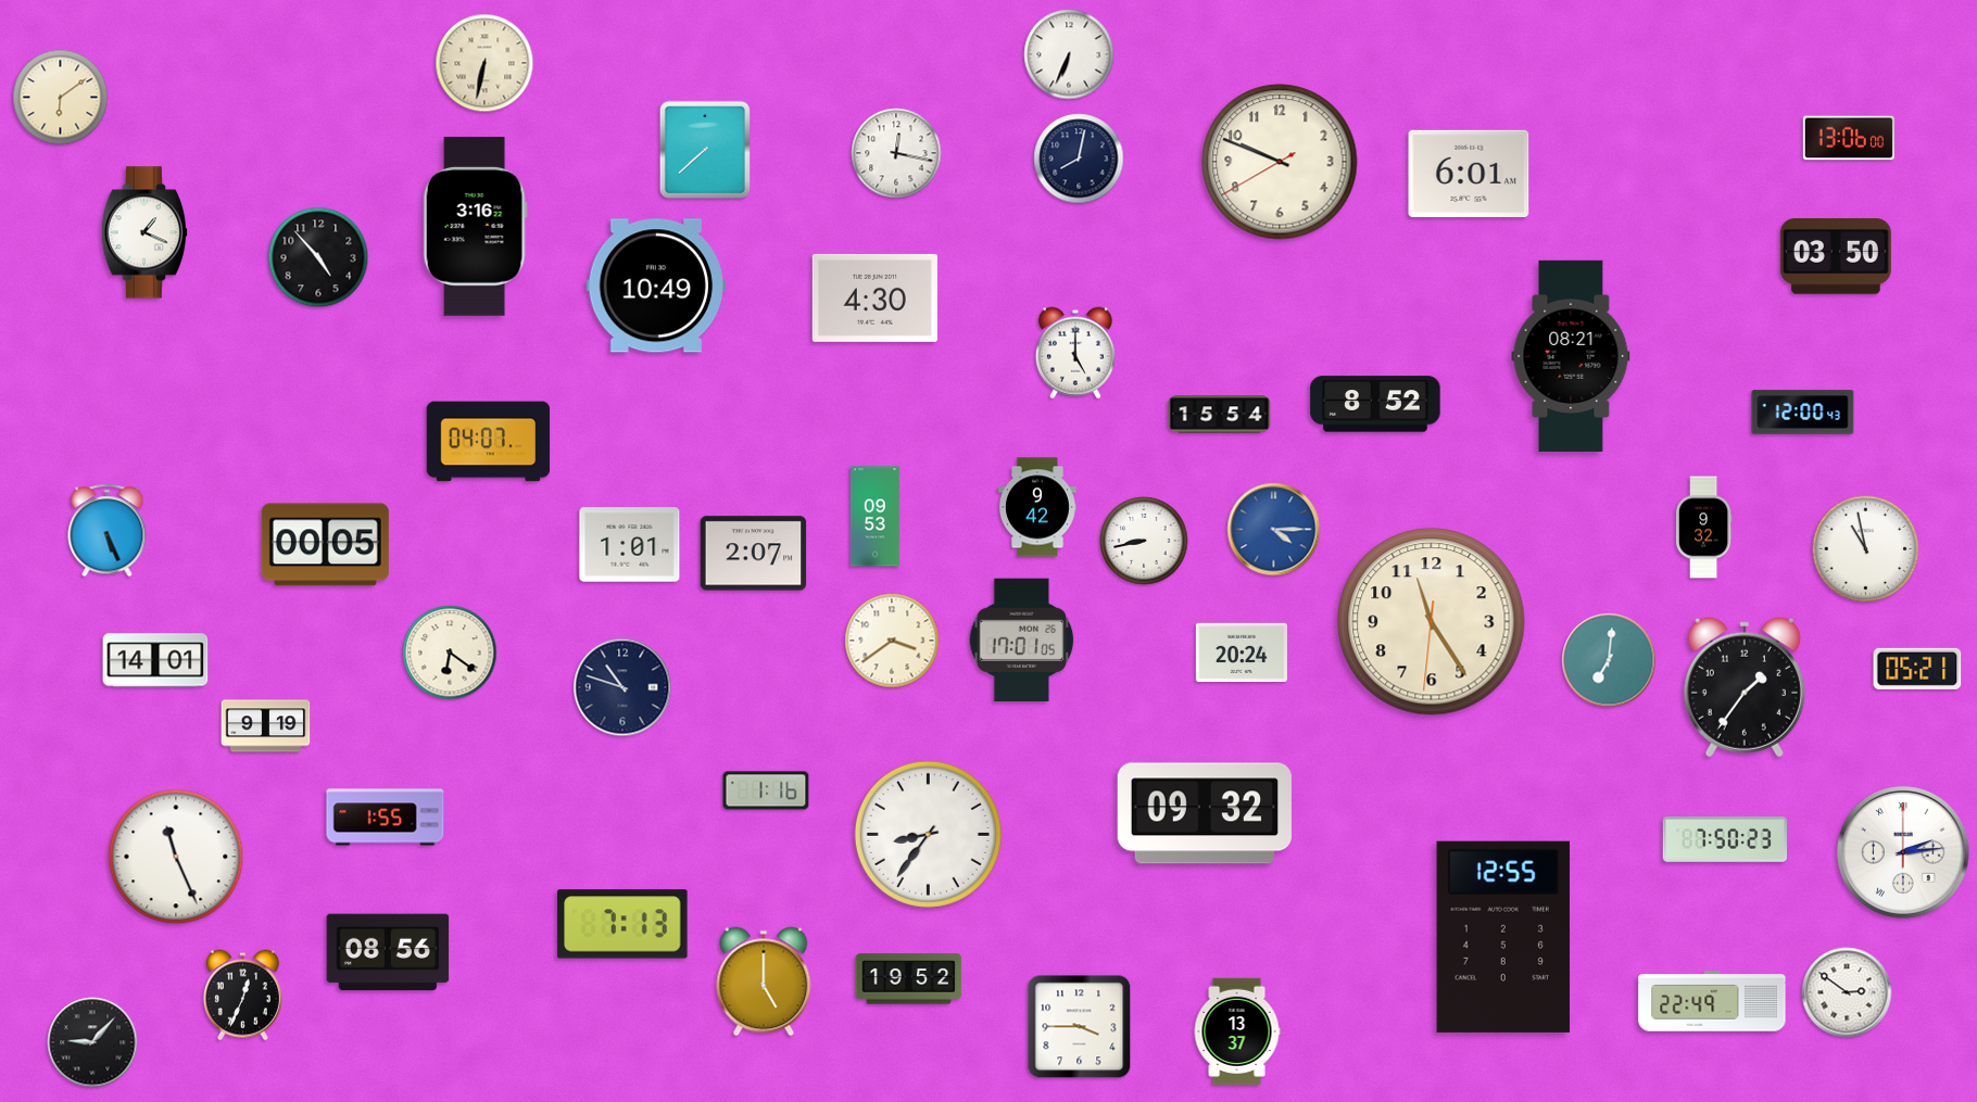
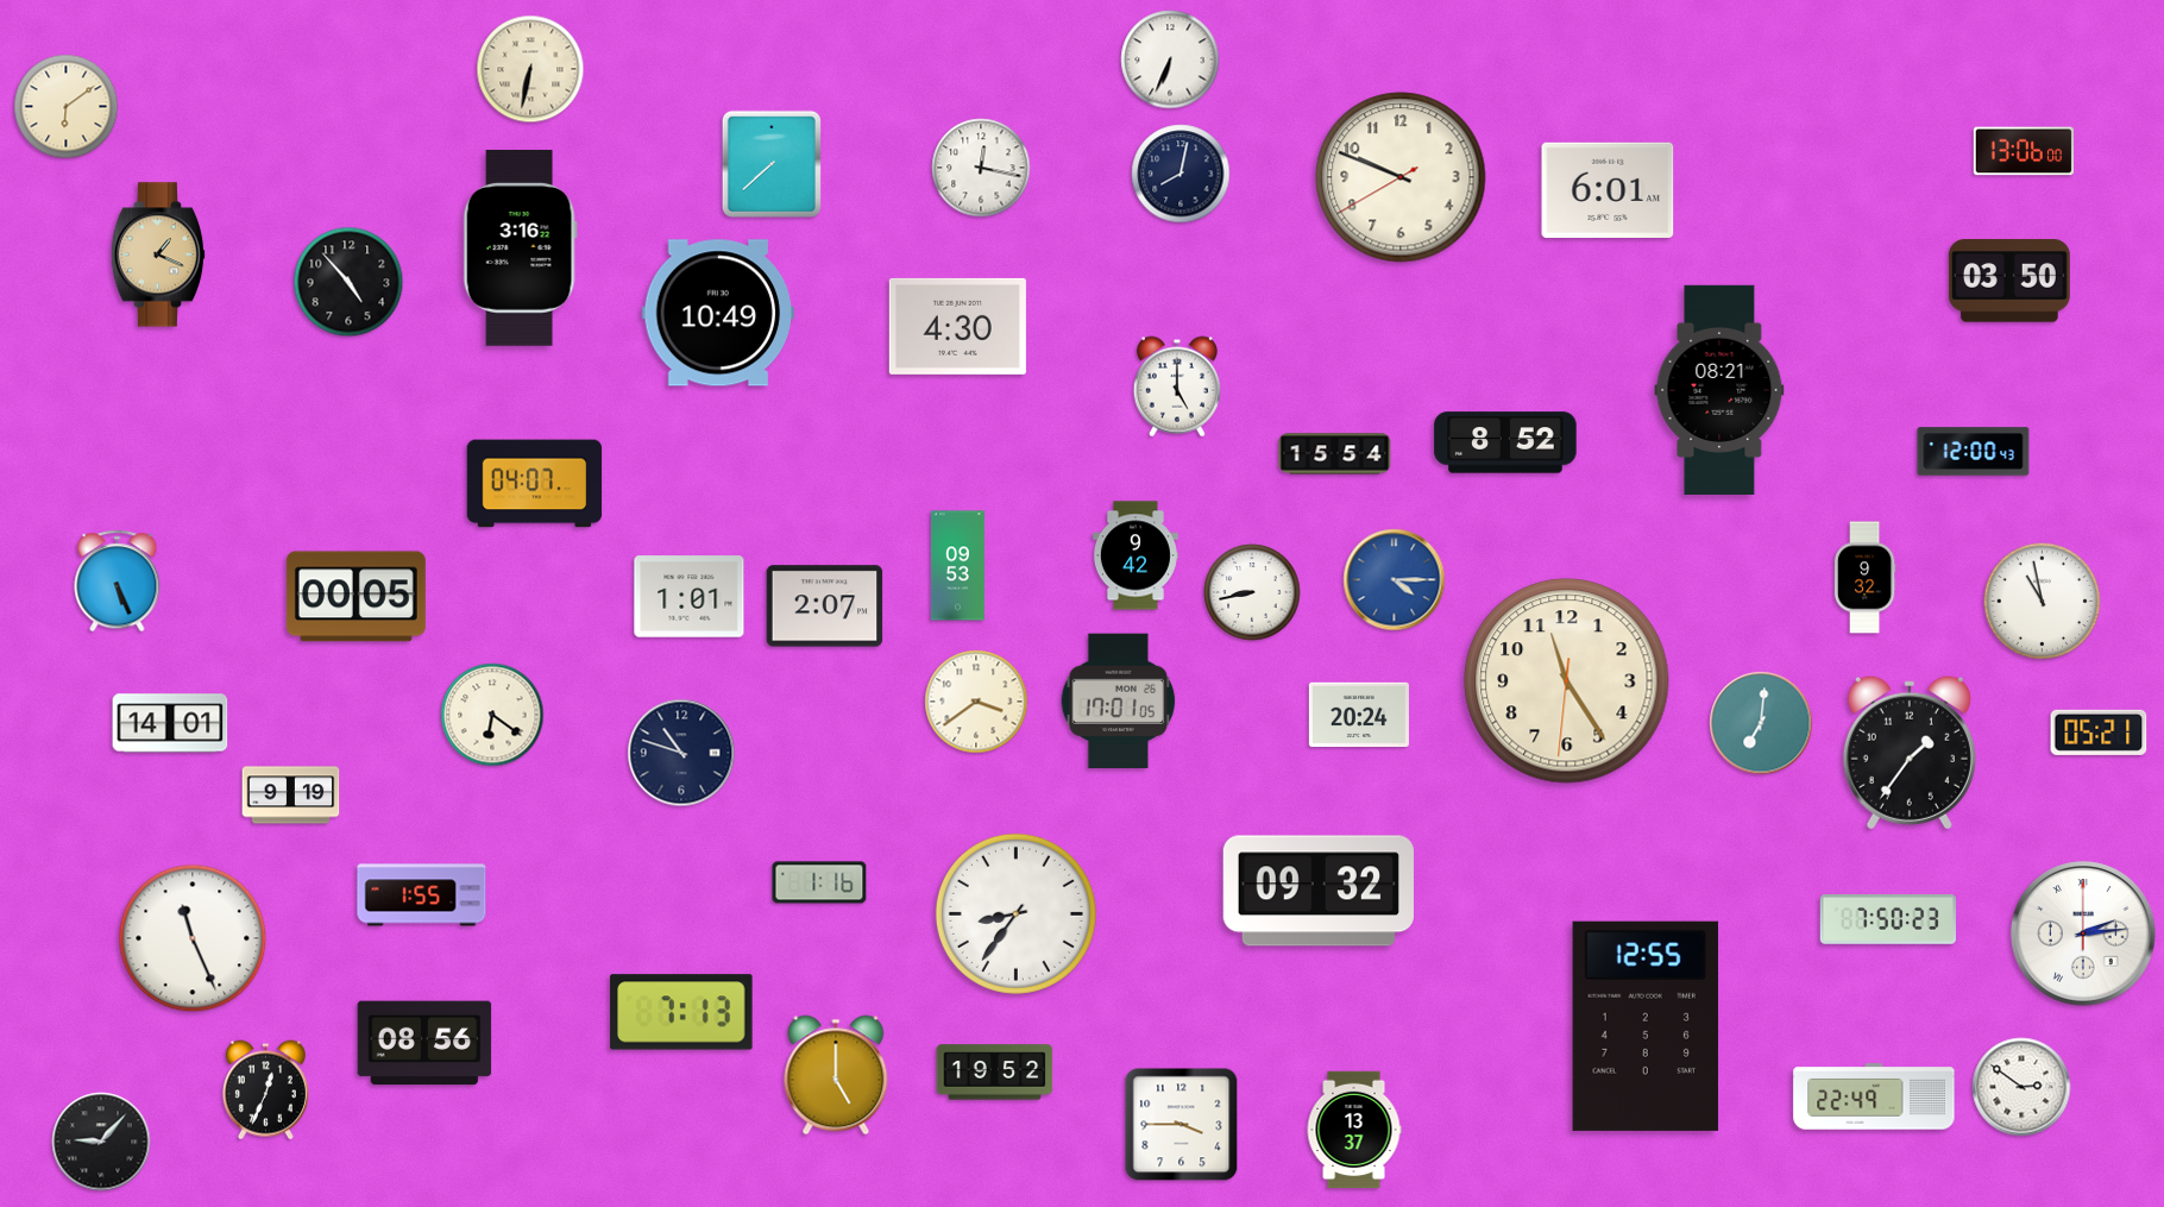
clock at (143, 232) dial: white -> champagne
clock at (766, 790) position: (766, 790) -> (819, 882)
